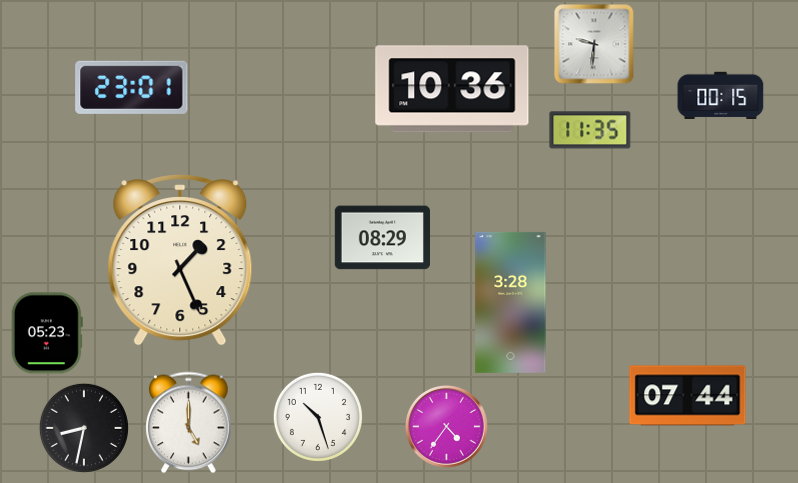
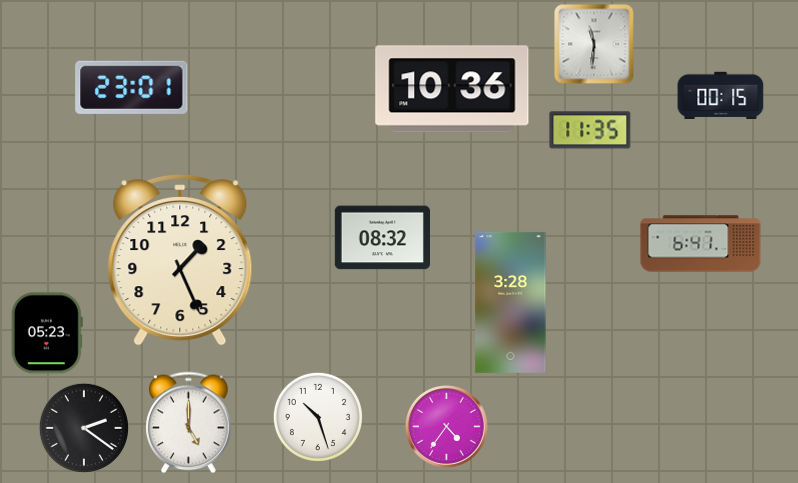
clock at (594, 44): 9:31 -> 11:31
clock at (382, 238): 08:29 -> 08:32
clock at (701, 244): none -> 6:41
clock at (688, 396): 07:44 -> none
clock at (84, 428): 8:32 -> 2:21
